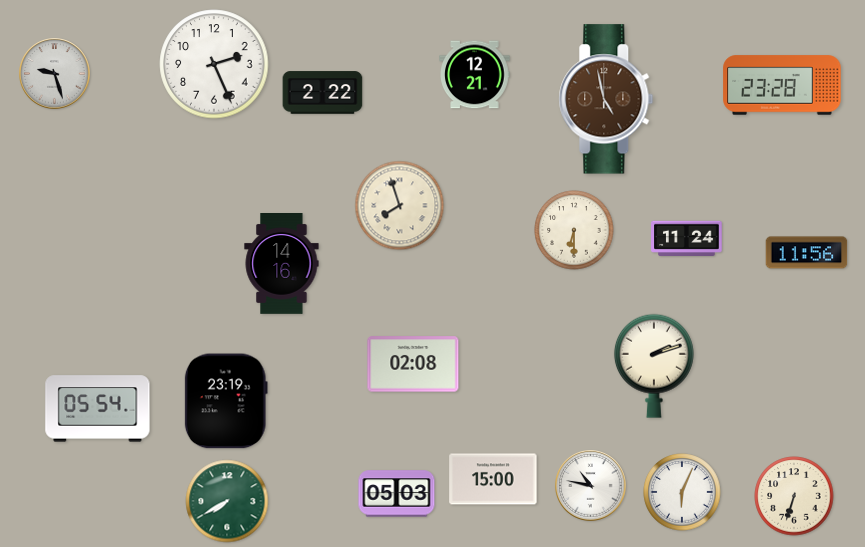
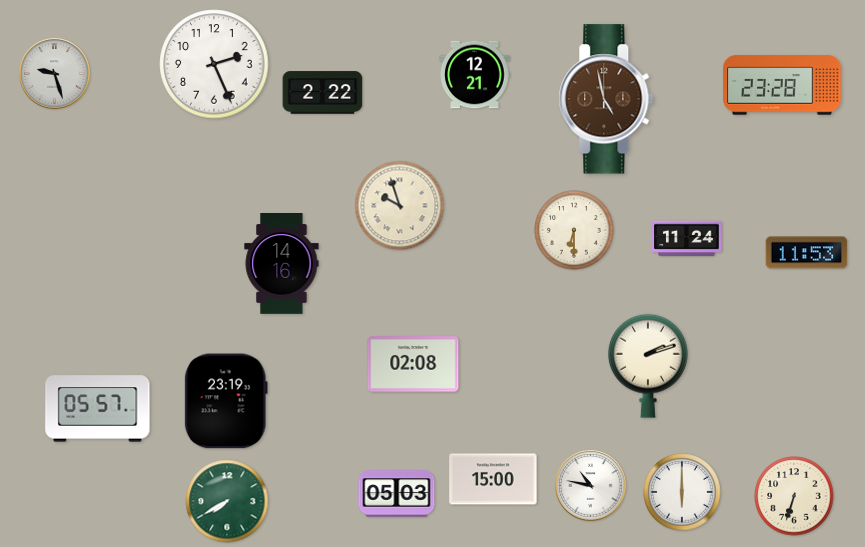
clock at (400, 206): 7:57 -> 9:57
clock at (807, 253): 11:56 -> 11:53
clock at (654, 366) position: (654, 366) -> (648, 366)
clock at (98, 409): 05:54 -> 05:57
clock at (682, 492): 6:04 -> 6:00
